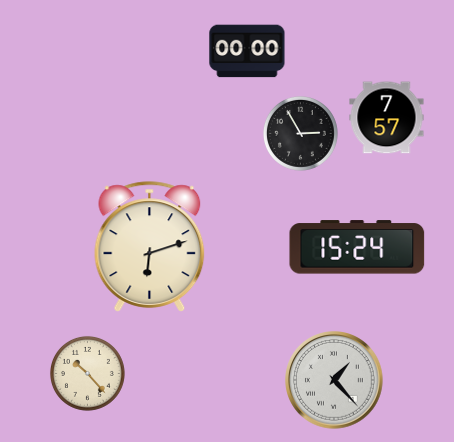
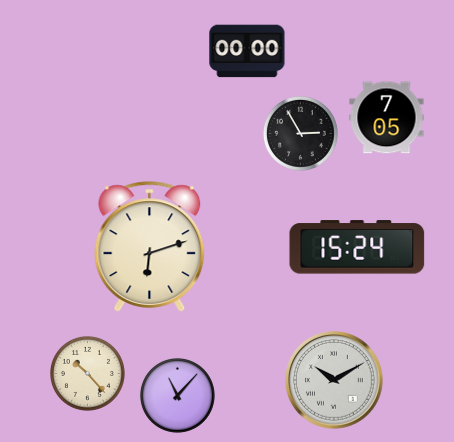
clock at (387, 118): 7:57 -> 7:05
clock at (335, 381): 1:23 -> 10:10
clock at (177, 395): none -> 11:07
